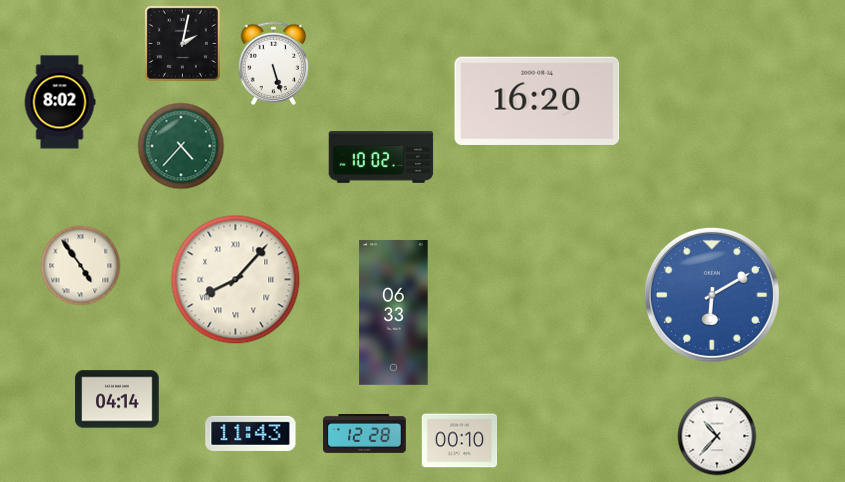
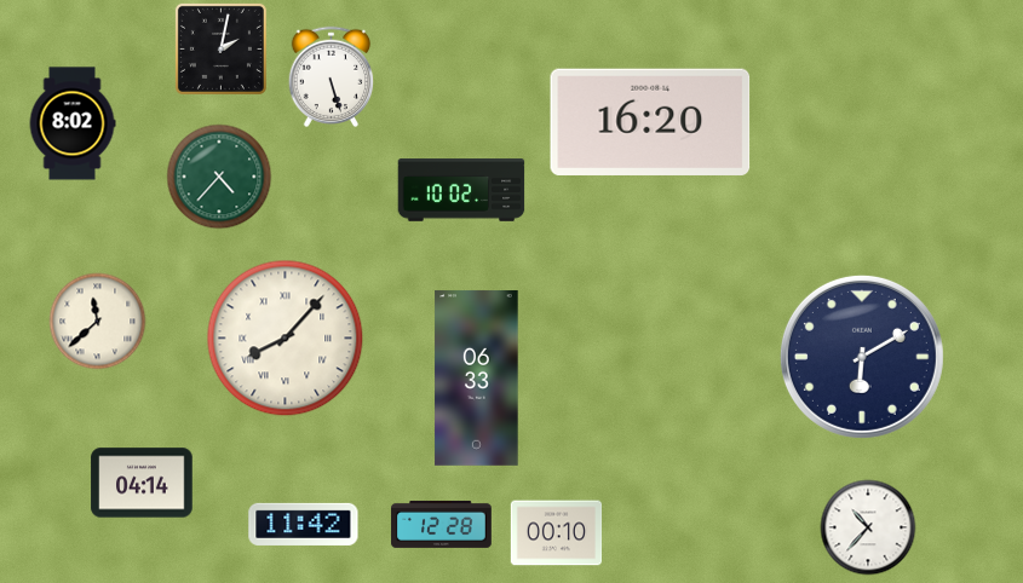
clock at (182, 43) position: (182, 43) -> (220, 48)
clock at (81, 266): 4:54 -> 11:38
clock at (712, 295) dial: blue -> navy
clock at (251, 433): 11:43 -> 11:42
